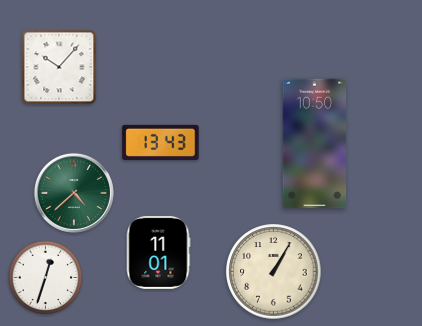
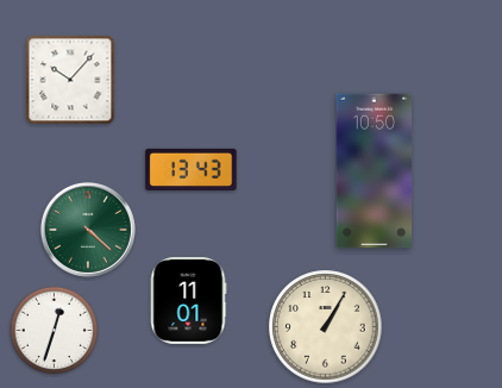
clock at (74, 193): 4:38 -> 4:22
clock at (274, 272) position: (274, 272) -> (326, 327)
